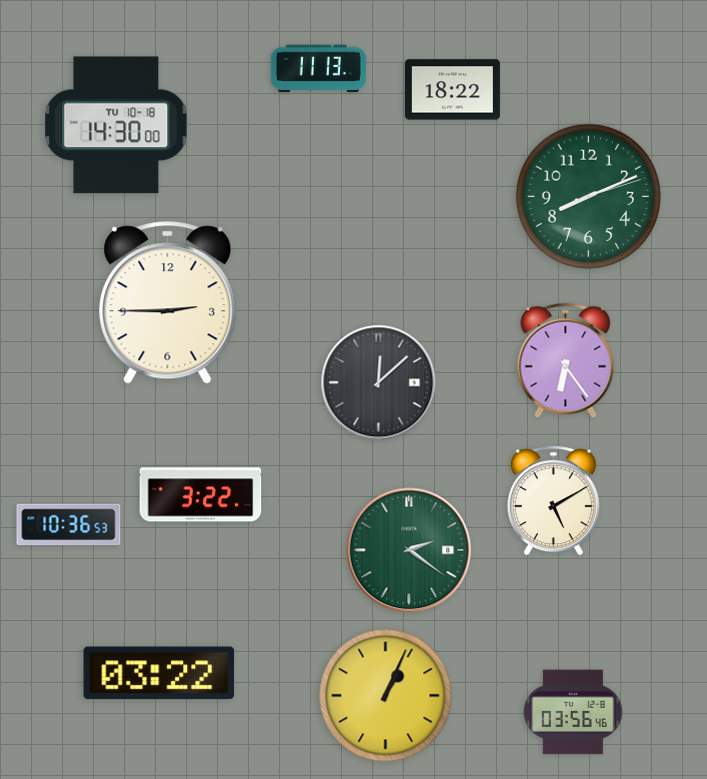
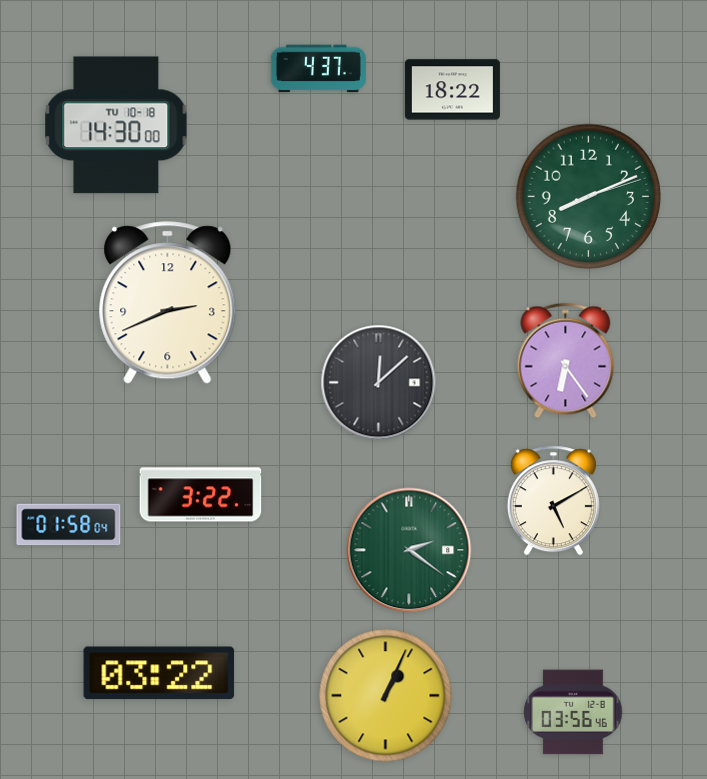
clock at (318, 69): 11:13 -> 4:37
clock at (168, 303): 2:45 -> 2:41
clock at (69, 525): 10:36 -> 01:58
